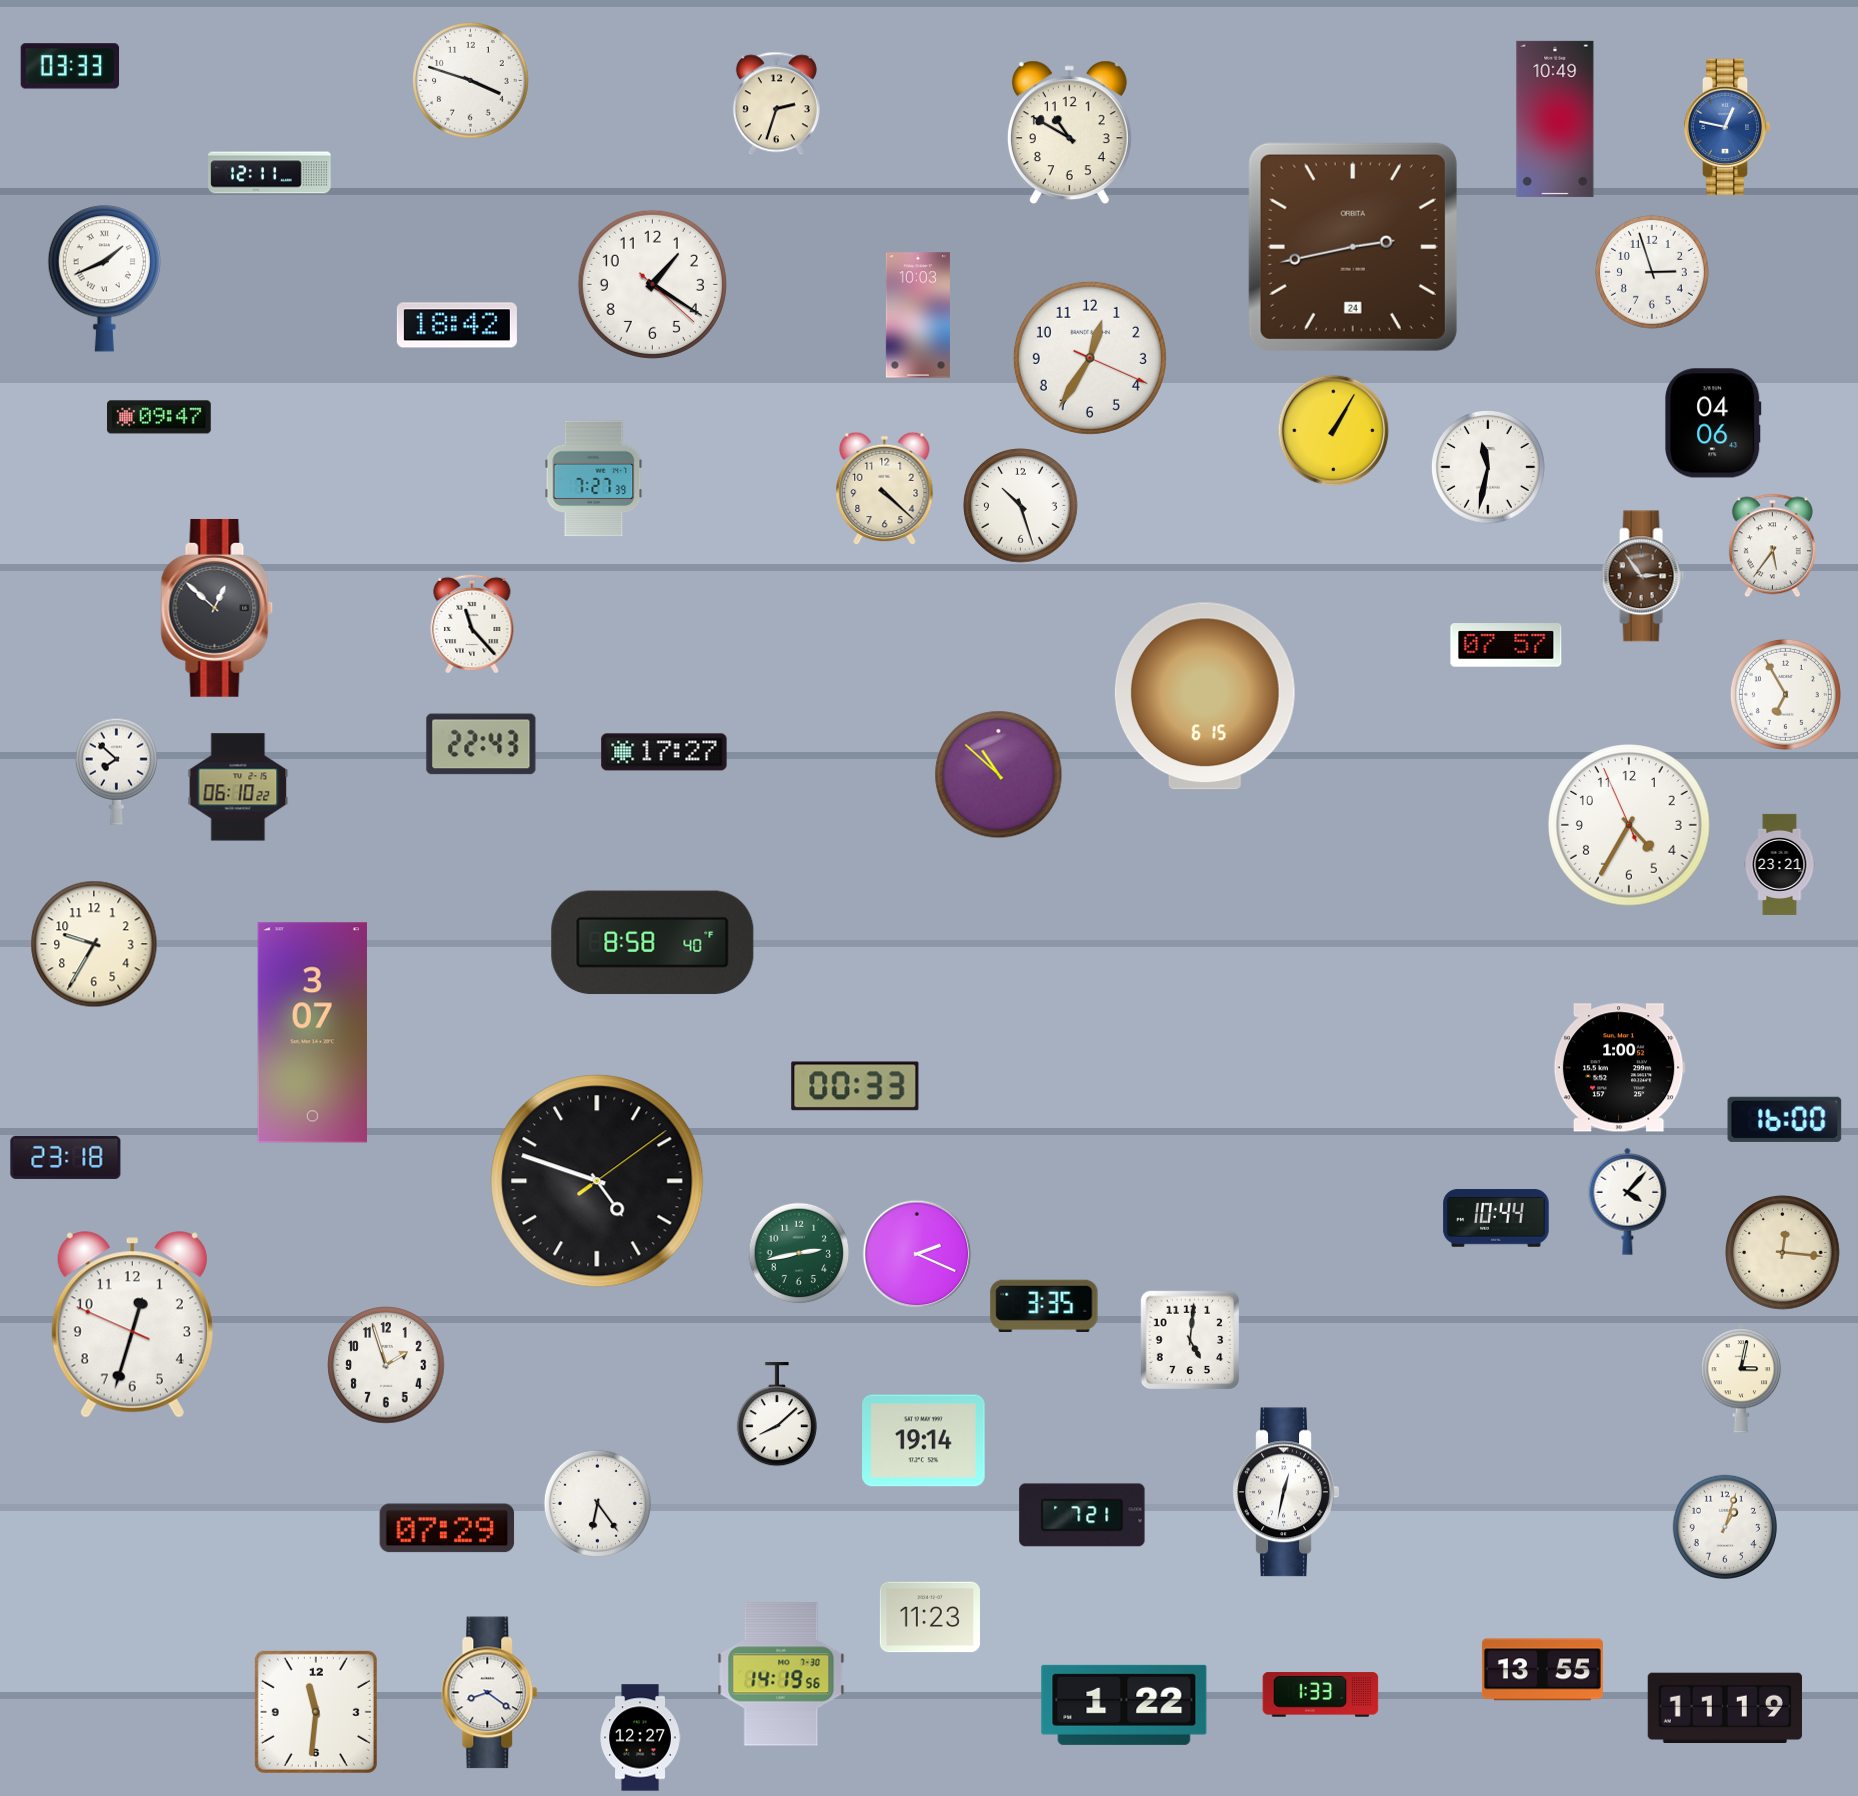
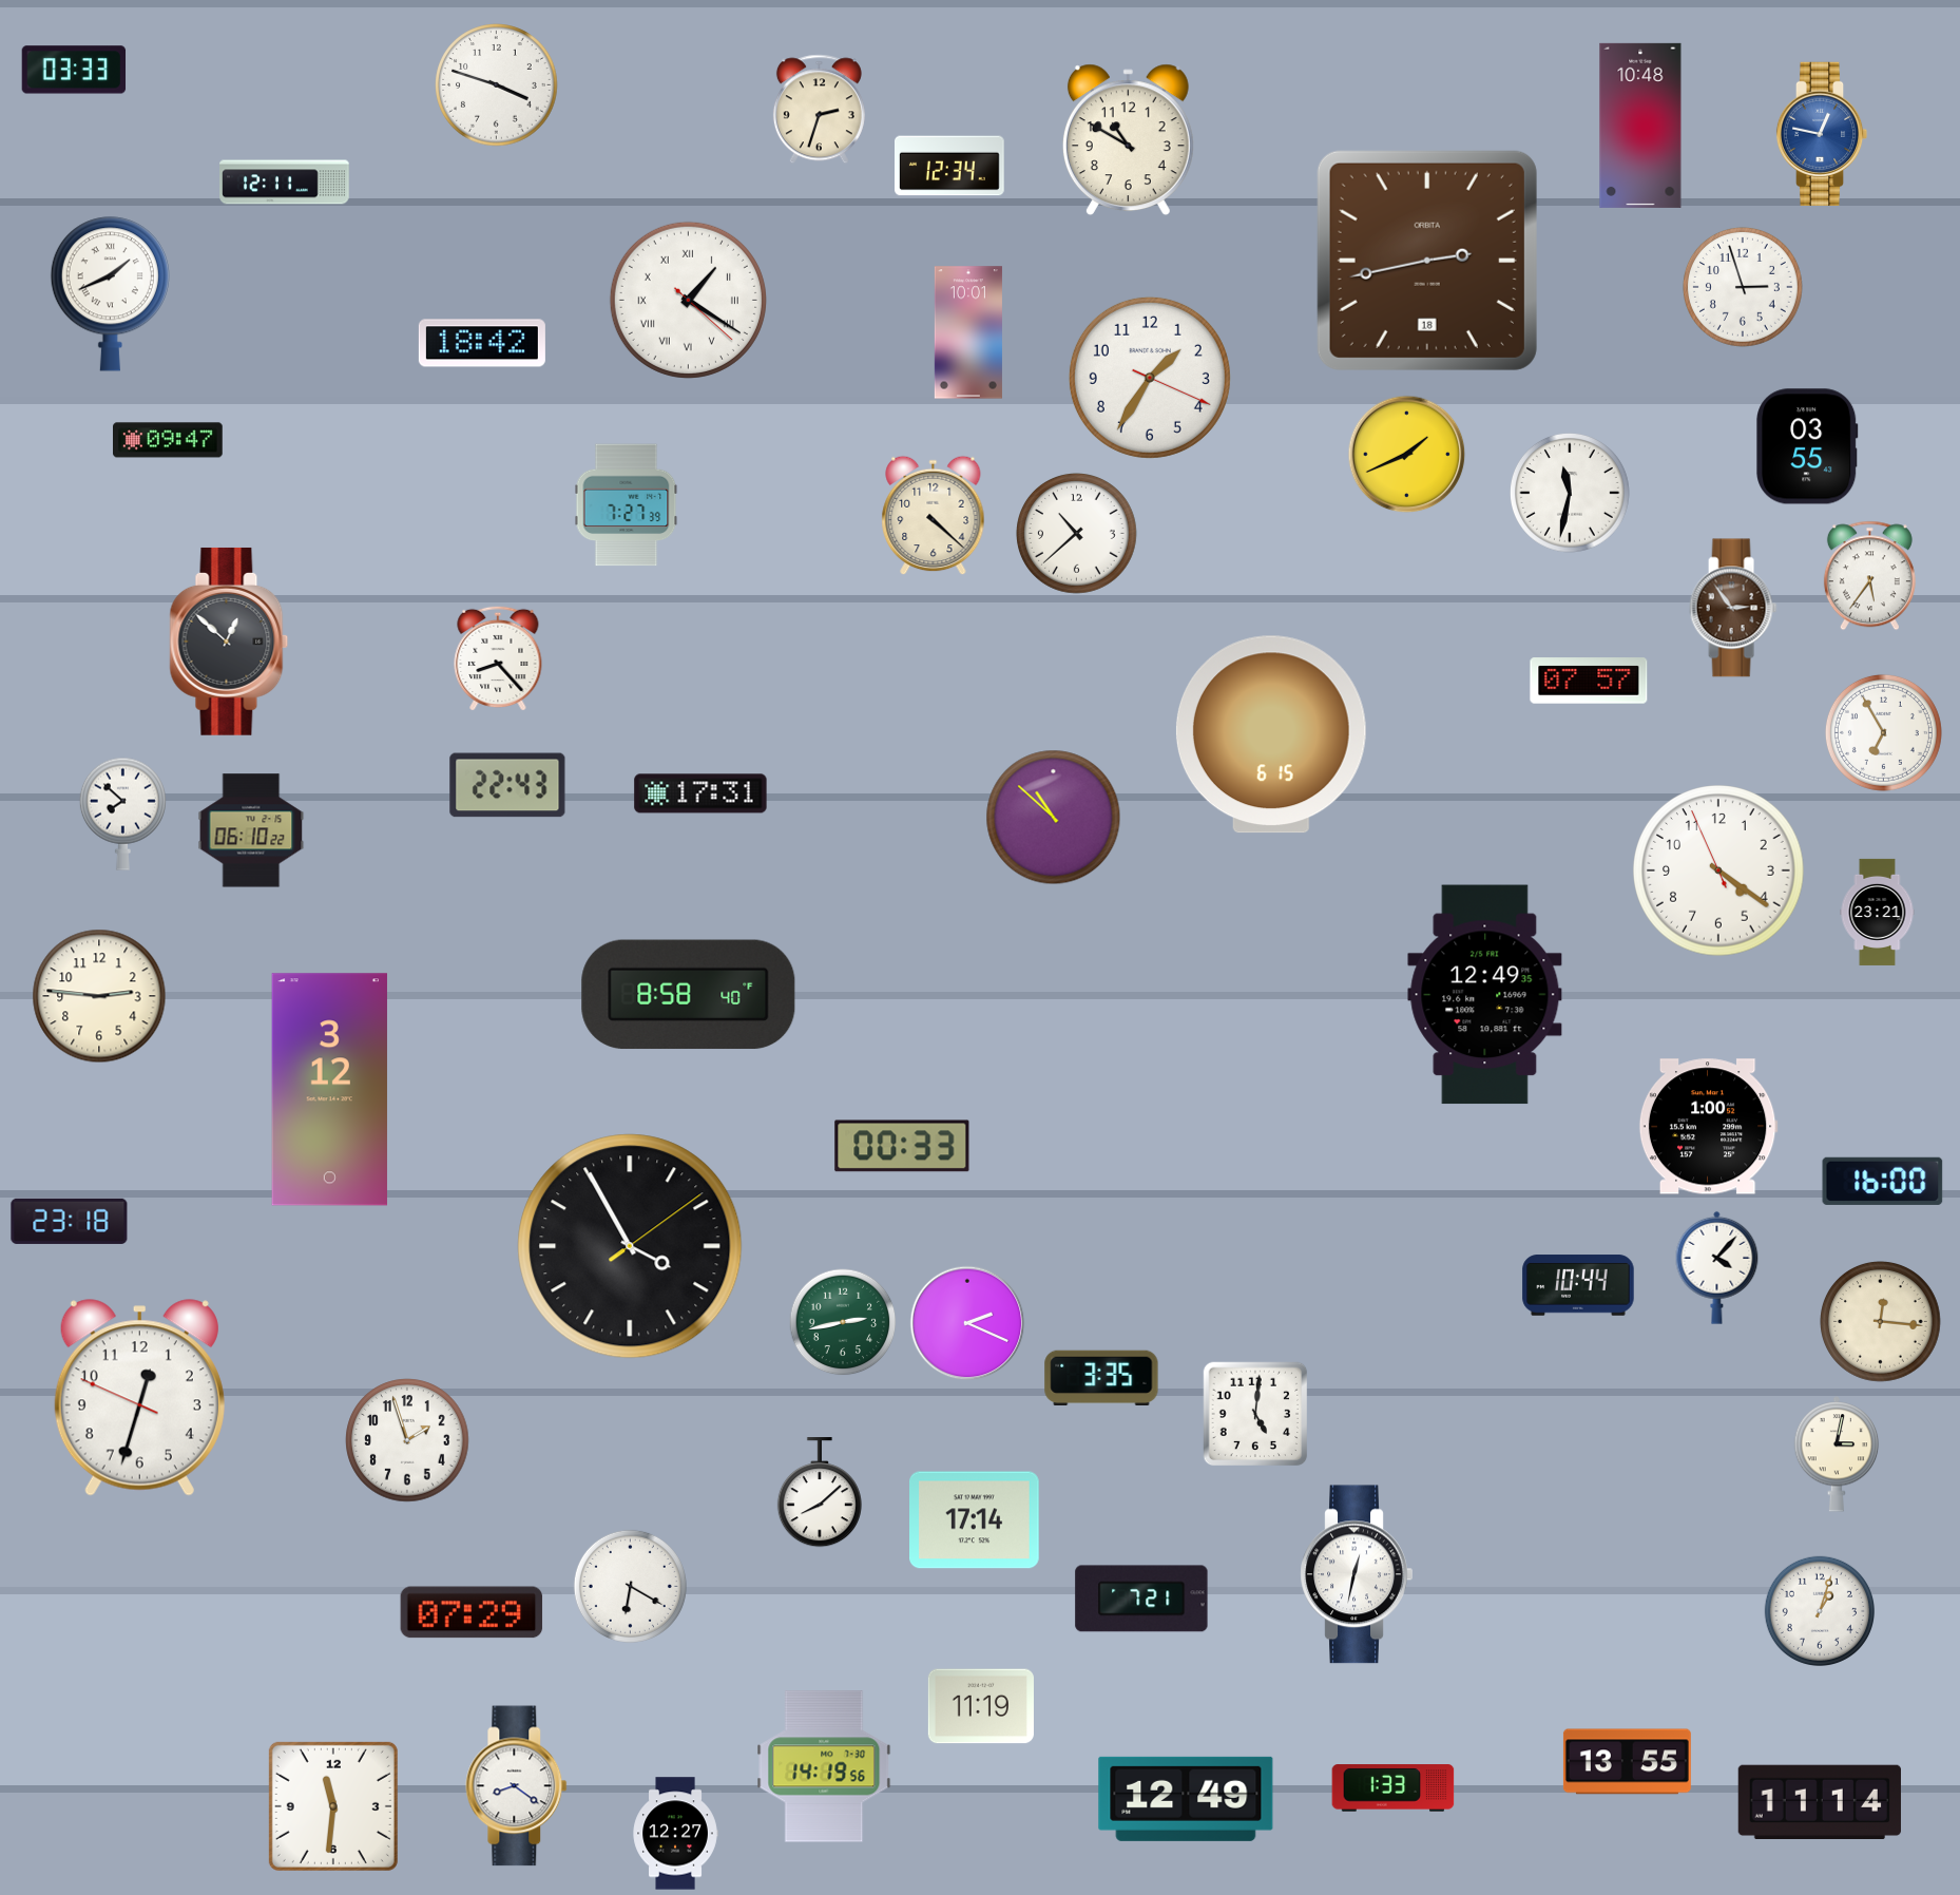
clock at (1555, 119): 10:49 -> 10:48
clock at (950, 166): none -> 12:34
clock at (1353, 247) date: 24 -> 18
clock at (652, 284) numerals: Arabic -> Roman
clock at (918, 315): 10:03 -> 10:01
clock at (1090, 358): 12:35 -> 1:35
clock at (1713, 423): 04:06 -> 03:55
clock at (1334, 431): 1:05 -> 1:41
clock at (1021, 506): 10:27 -> 10:38
clock at (472, 624): 11:23 -> 8:23
clock at (664, 752): 17:27 -> 17:31
clock at (1629, 825): 4:34 -> 4:20
clock at (1485, 995): none -> 12:49
clock at (94, 944): 9:35 -> 2:46
clock at (312, 1033): 3:07 -> 3:12
clock at (597, 1181): 4:48 -> 3:55
clock at (924, 1441): 19:14 -> 17:14
clock at (597, 1503): 6:24 -> 6:20
clock at (930, 1617): 11:23 -> 11:19
clock at (1124, 1705): 1:22 -> 12:49
clock at (1724, 1707): 11:19 -> 11:14
